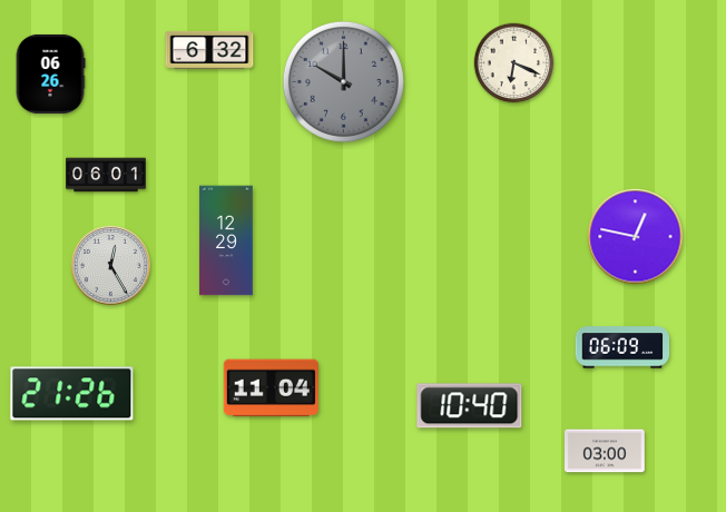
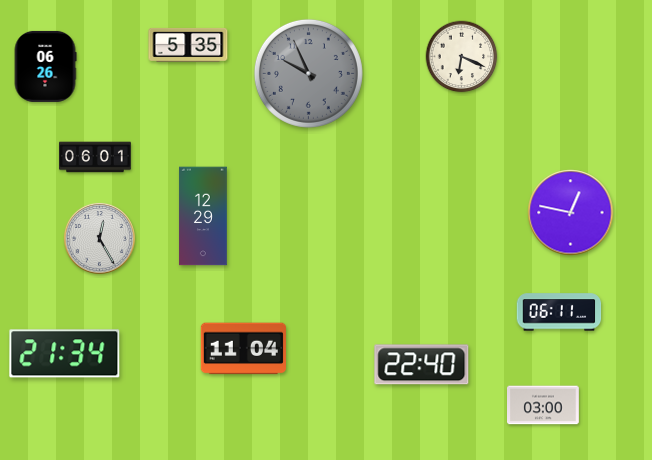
clock at (209, 50): 6:32 -> 5:35
clock at (343, 81): 10:00 -> 9:56
clock at (622, 347): 06:09 -> 06:11
clock at (72, 394): 21:26 -> 21:34
clock at (470, 406): 10:40 -> 22:40
